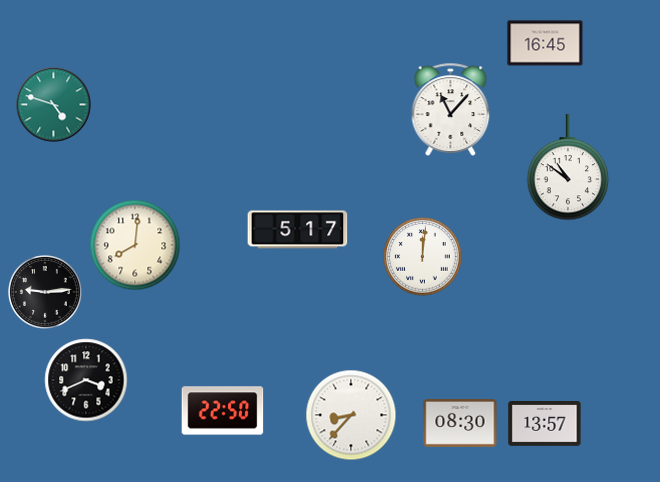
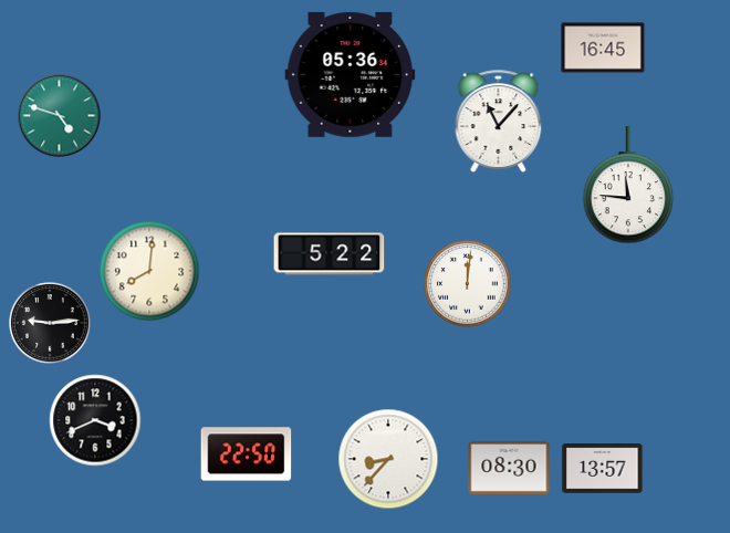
clock at (351, 74): none -> 05:36
clock at (568, 167): 10:51 -> 11:46
clock at (298, 230): 5:17 -> 5:22
